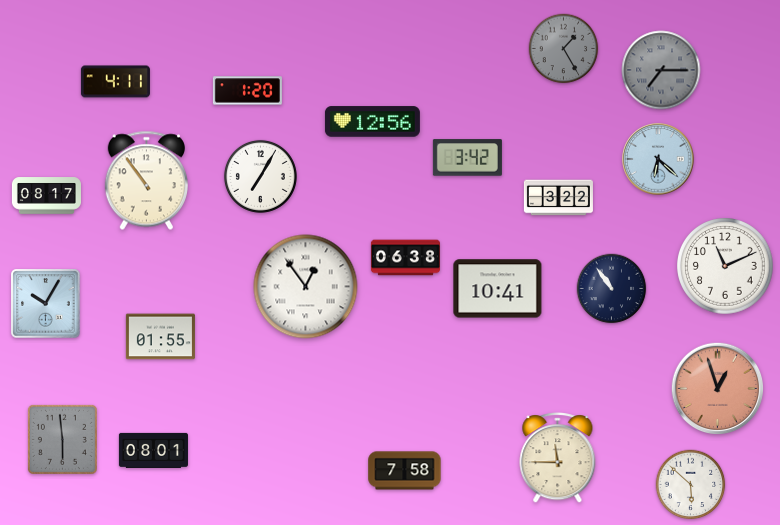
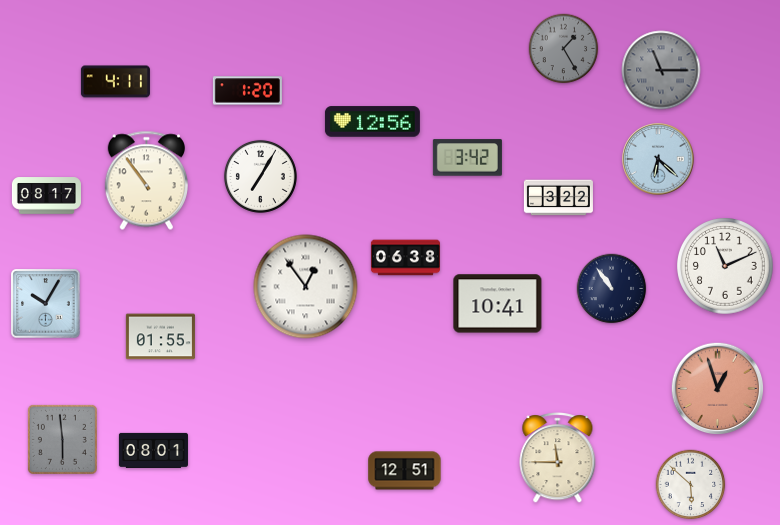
clock at (661, 70): 7:15 -> 11:15
clock at (498, 289) position: (498, 289) -> (498, 304)
clock at (405, 471): 7:58 -> 12:51
